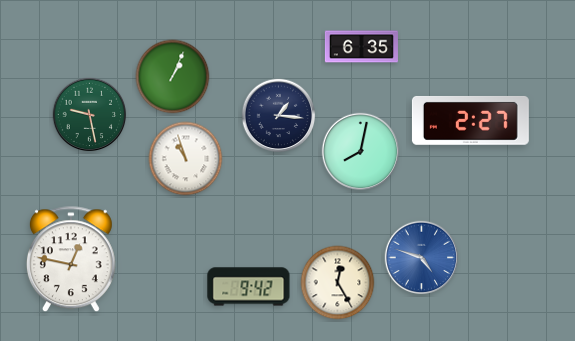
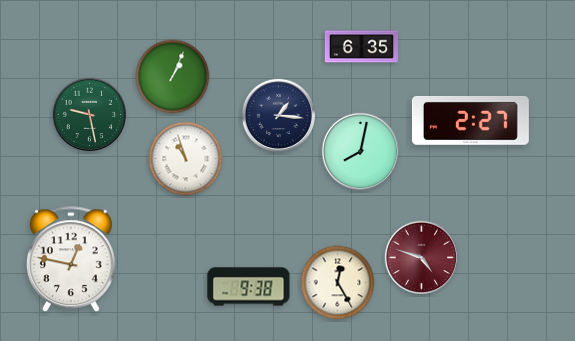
clock at (422, 258) dial: blue -> burgundy
clock at (249, 287): 9:42 -> 9:38
